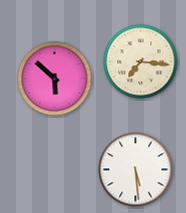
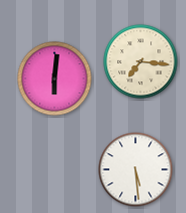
clock at (55, 79): 5:52 -> 6:01
